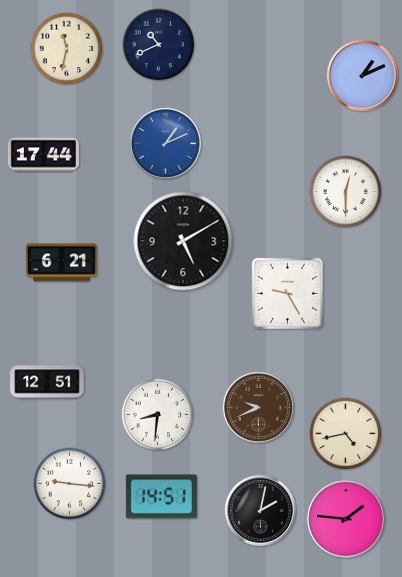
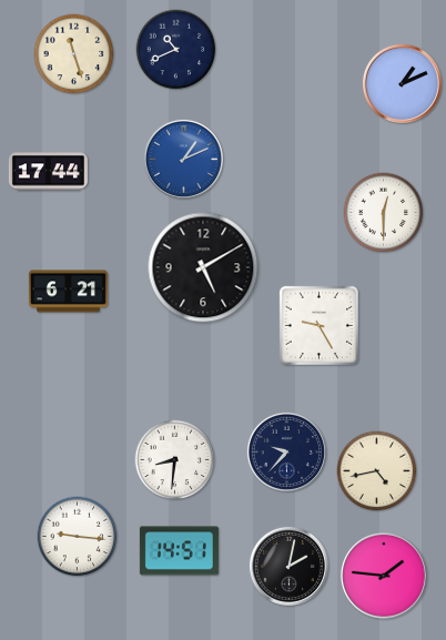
clock at (67, 49): 11:32 -> 11:27
clock at (47, 382): 12:51 -> none
clock at (258, 407): 9:41 -> 9:37
clock at (258, 407) dial: brown -> navy
clock at (346, 434) position: (346, 434) -> (377, 471)
